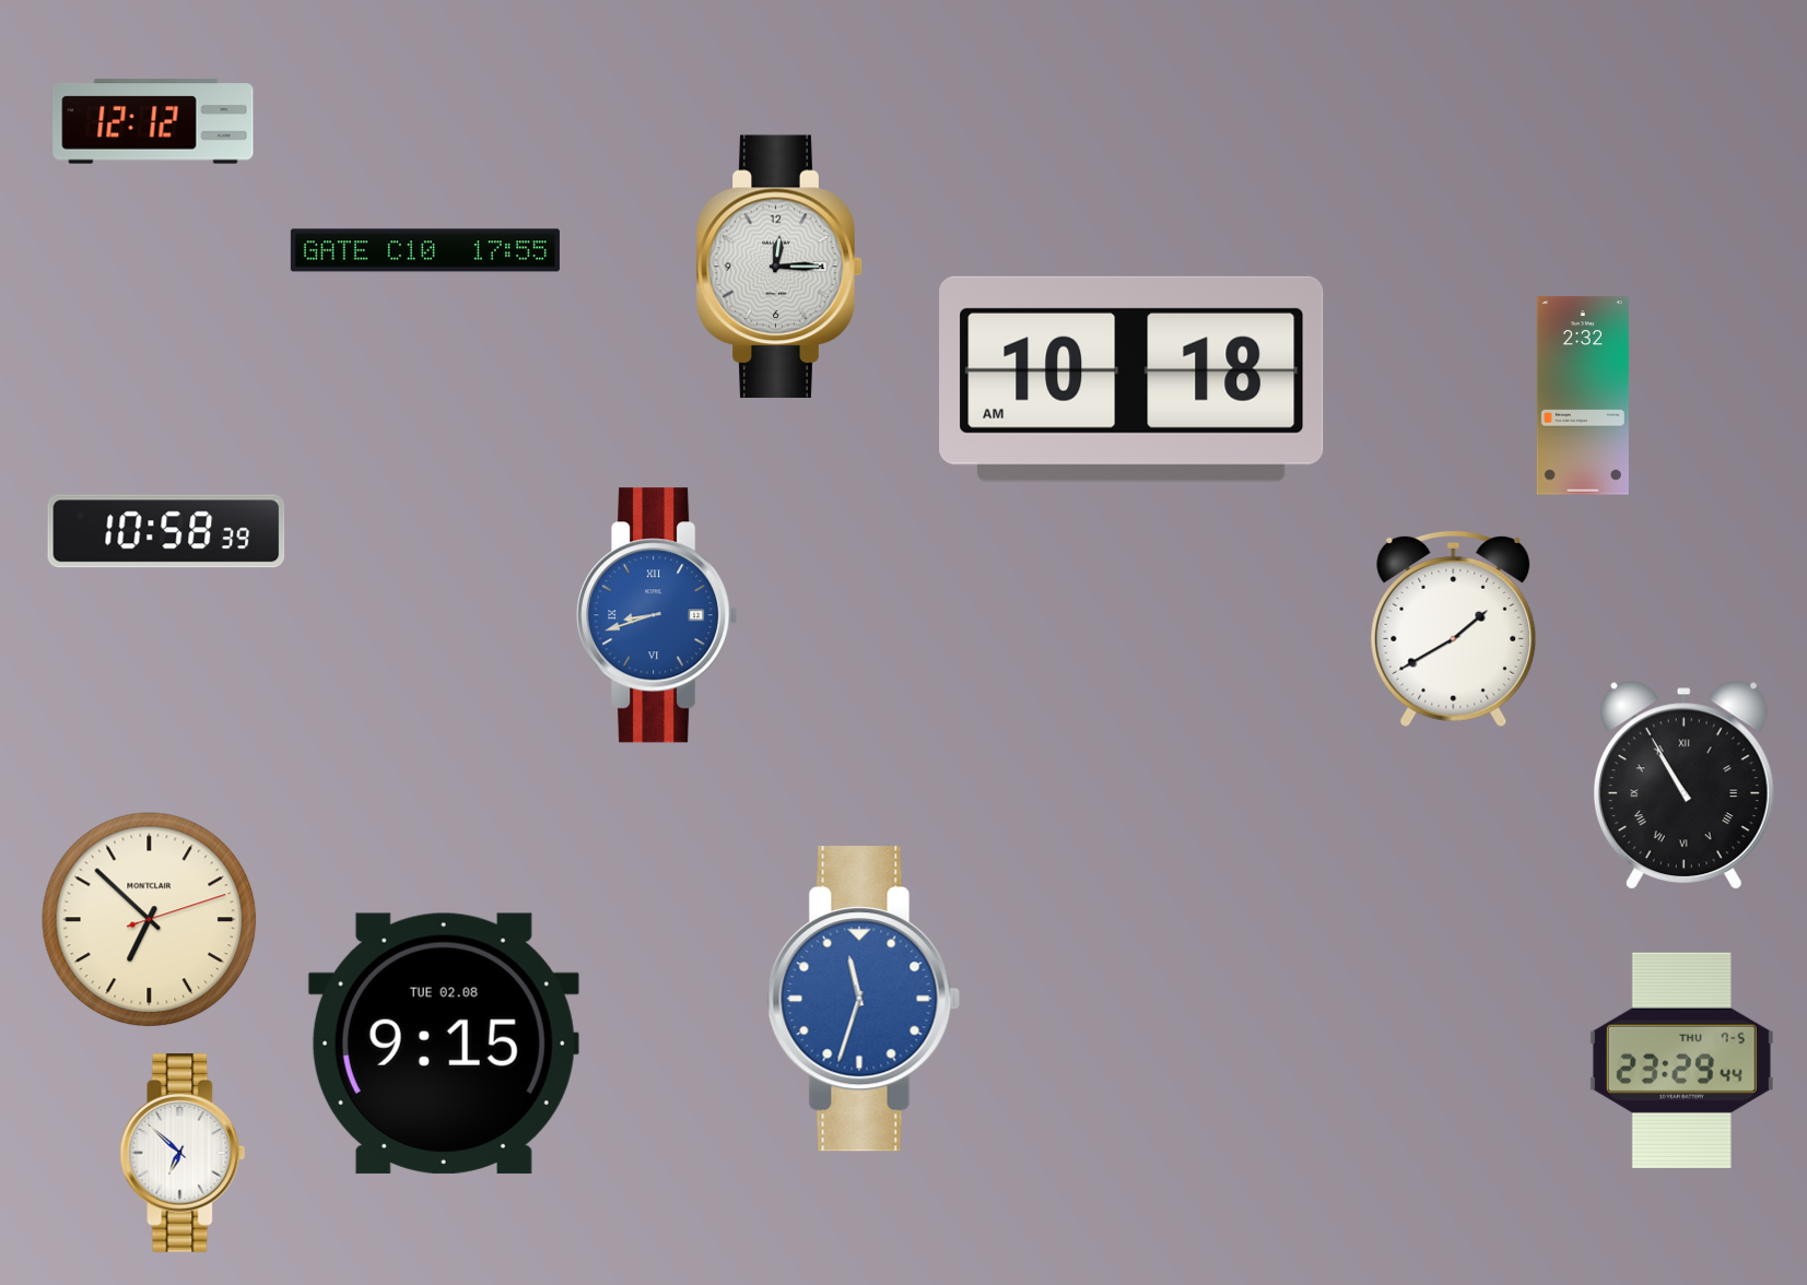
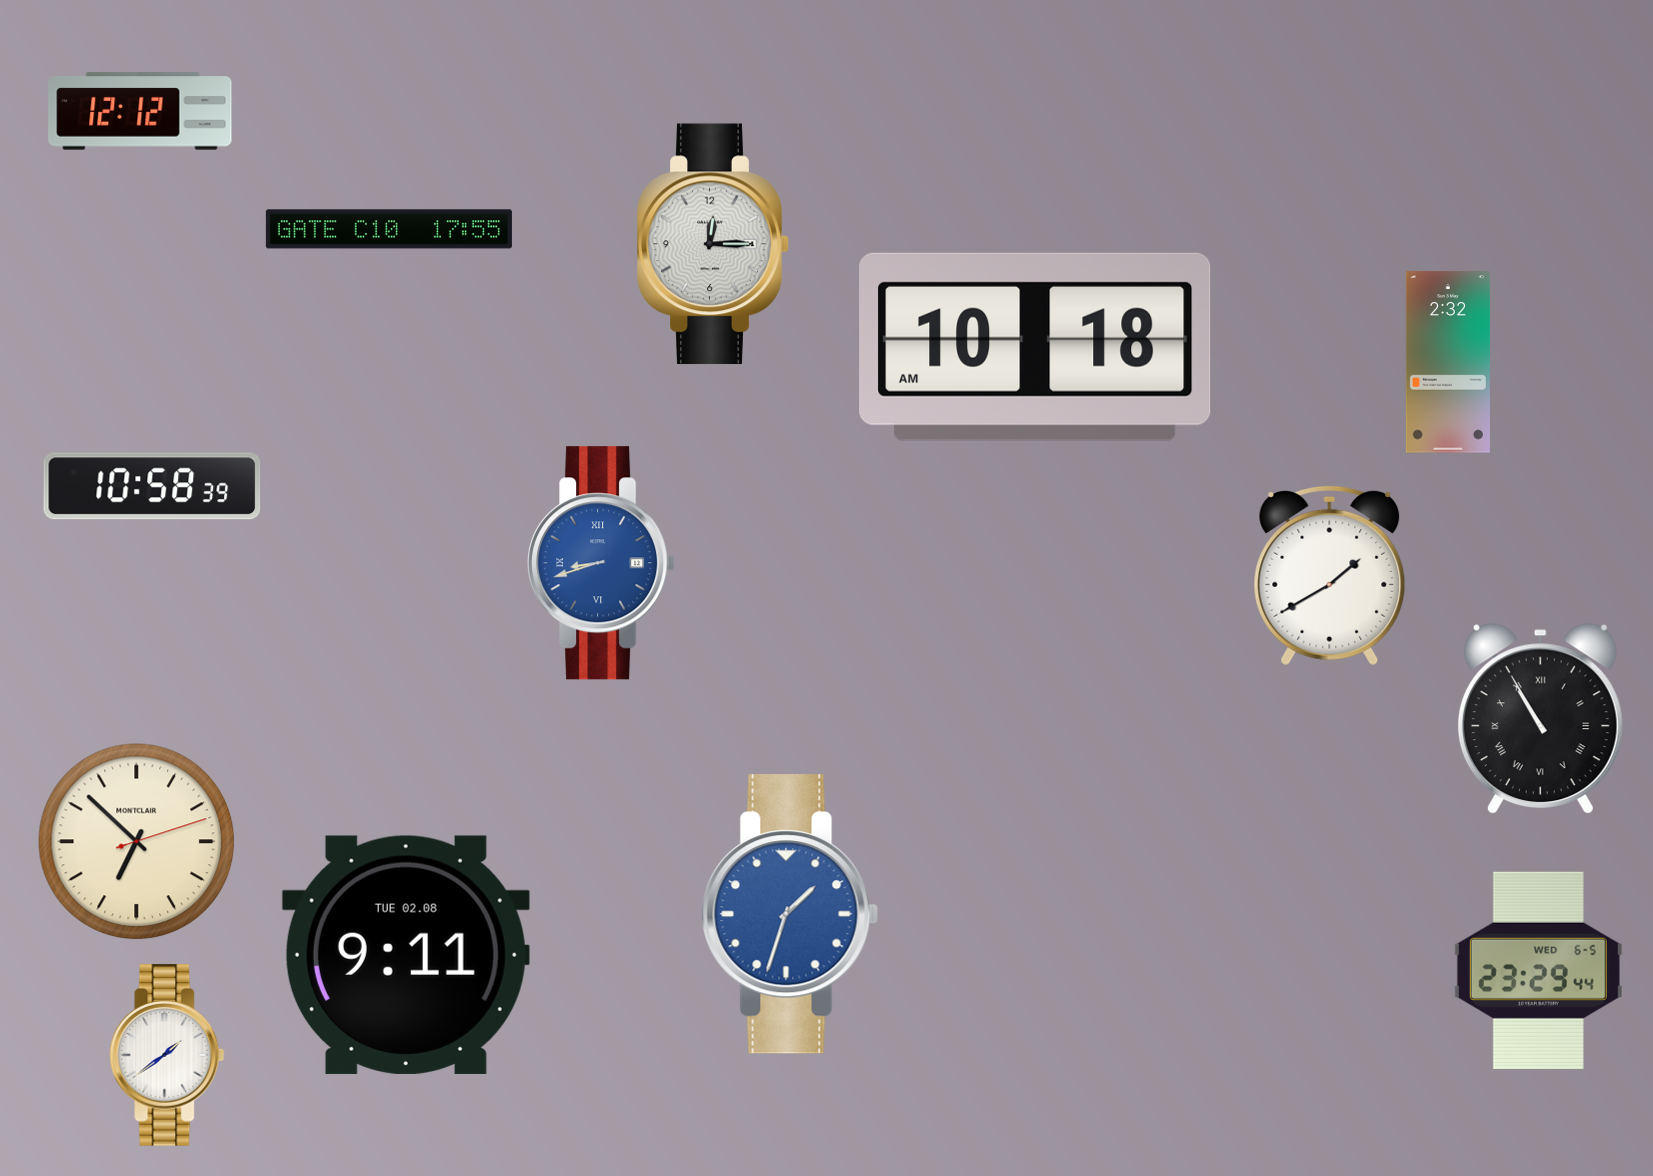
clock at (864, 999): 11:33 -> 1:33
clock at (444, 1044): 9:15 -> 9:11
clock at (1681, 1060) date: THU 7-5 -> WED 6-5
clock at (183, 1153): 6:52 -> 1:39
